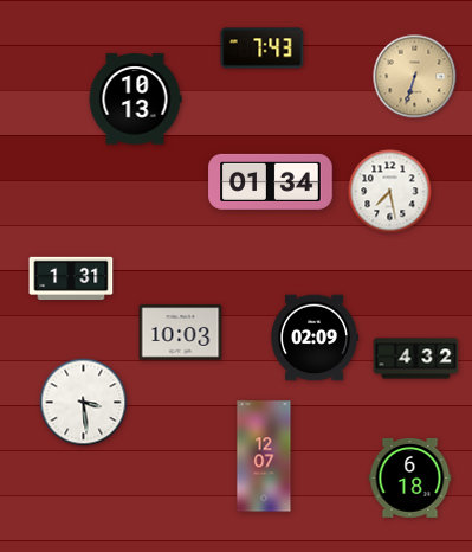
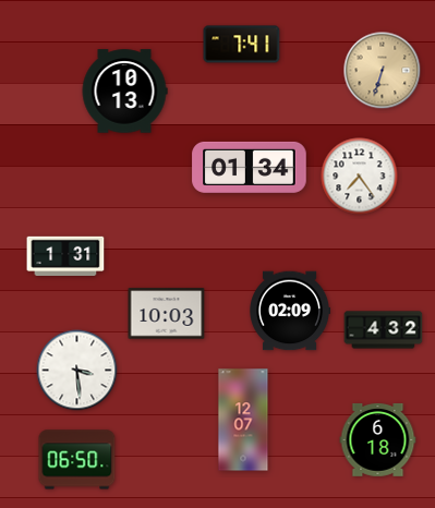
clock at (263, 49): 7:43 -> 7:41
clock at (390, 192): 7:28 -> 7:24
clock at (181, 333) position: (181, 333) -> (167, 314)
clock at (77, 460): none -> 06:50
